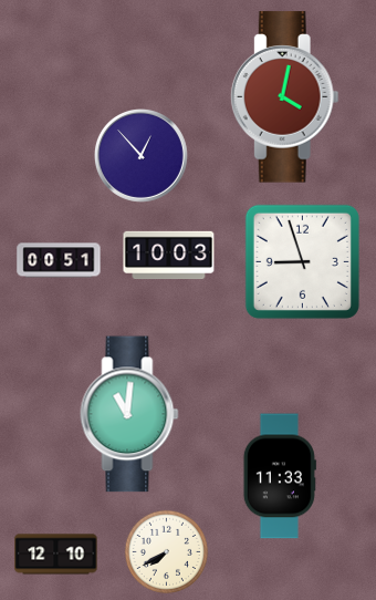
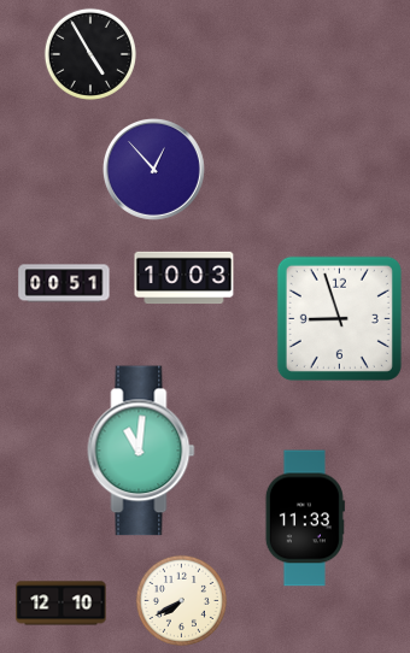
clock at (90, 54): none -> 4:55
clock at (284, 97): 4:02 -> none
clock at (302, 261) position: (302, 261) -> (339, 318)
